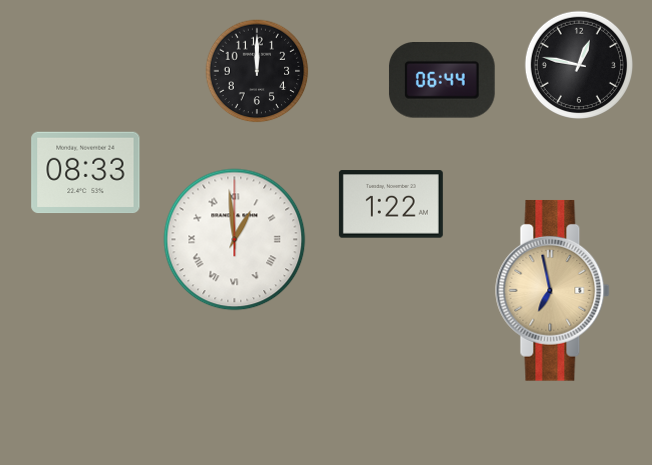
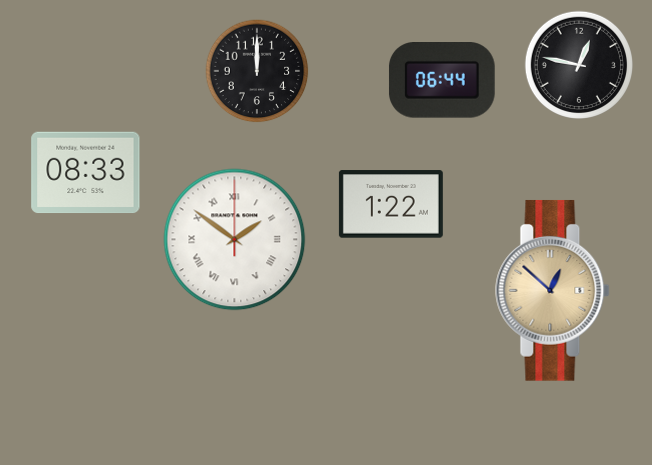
clock at (235, 240): 12:59 -> 1:51
clock at (553, 290): 6:58 -> 12:52
